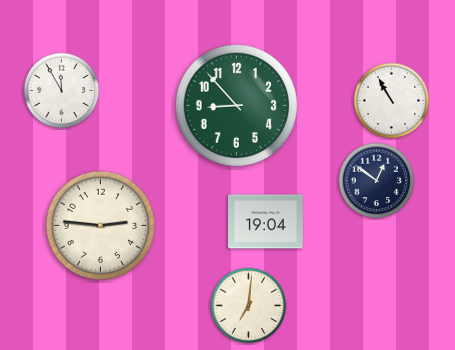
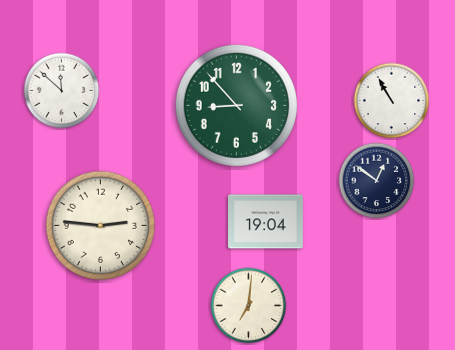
clock at (62, 91): 11:55 -> 11:52
